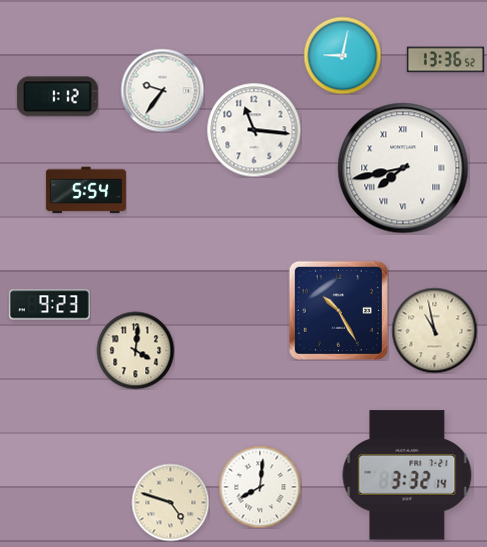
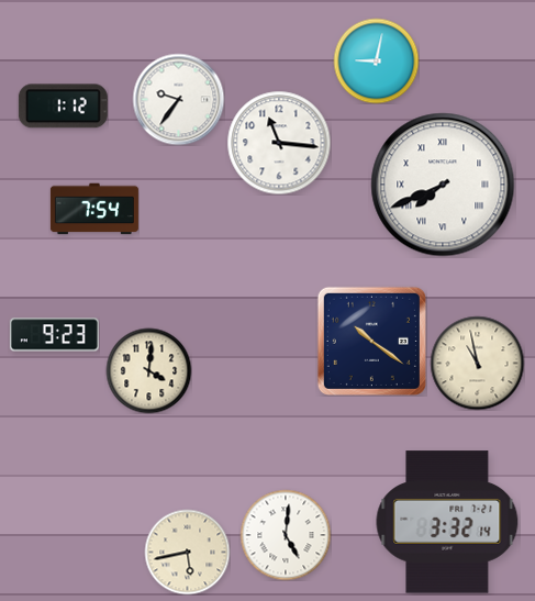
clock at (445, 60): 13:36 -> none
clock at (403, 168): 7:43 -> 7:41
clock at (86, 190): 5:54 -> 7:54
clock at (338, 310): 10:25 -> 10:21
clock at (135, 350) position: (135, 350) -> (148, 370)
clock at (260, 487): 8:01 -> 5:01
clock at (170, 502): 4:48 -> 5:43
